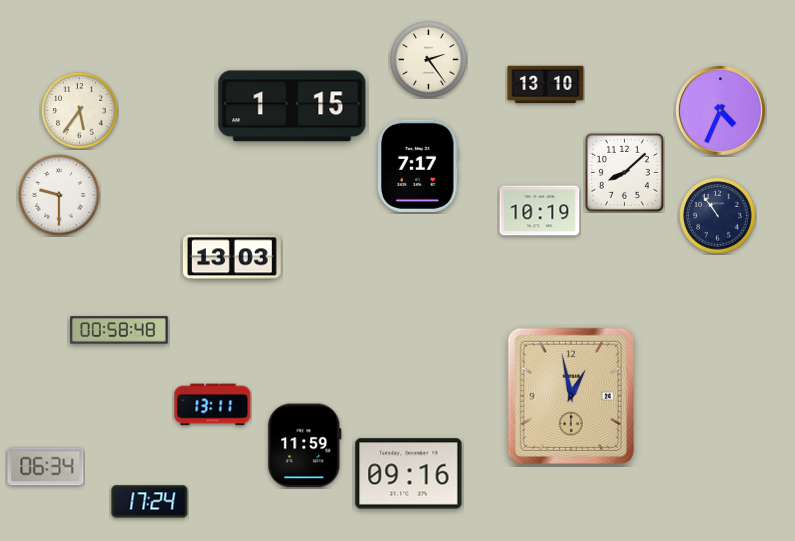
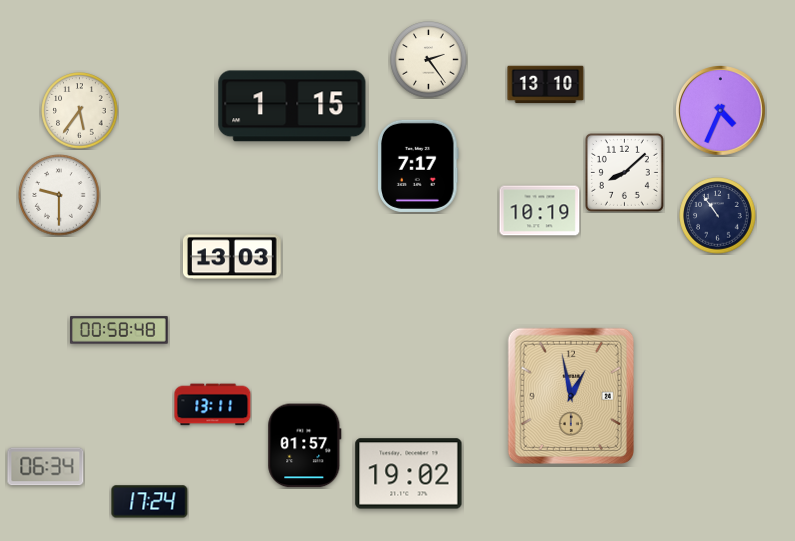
clock at (305, 446): 11:59 -> 01:57
clock at (409, 474): 09:16 -> 19:02
